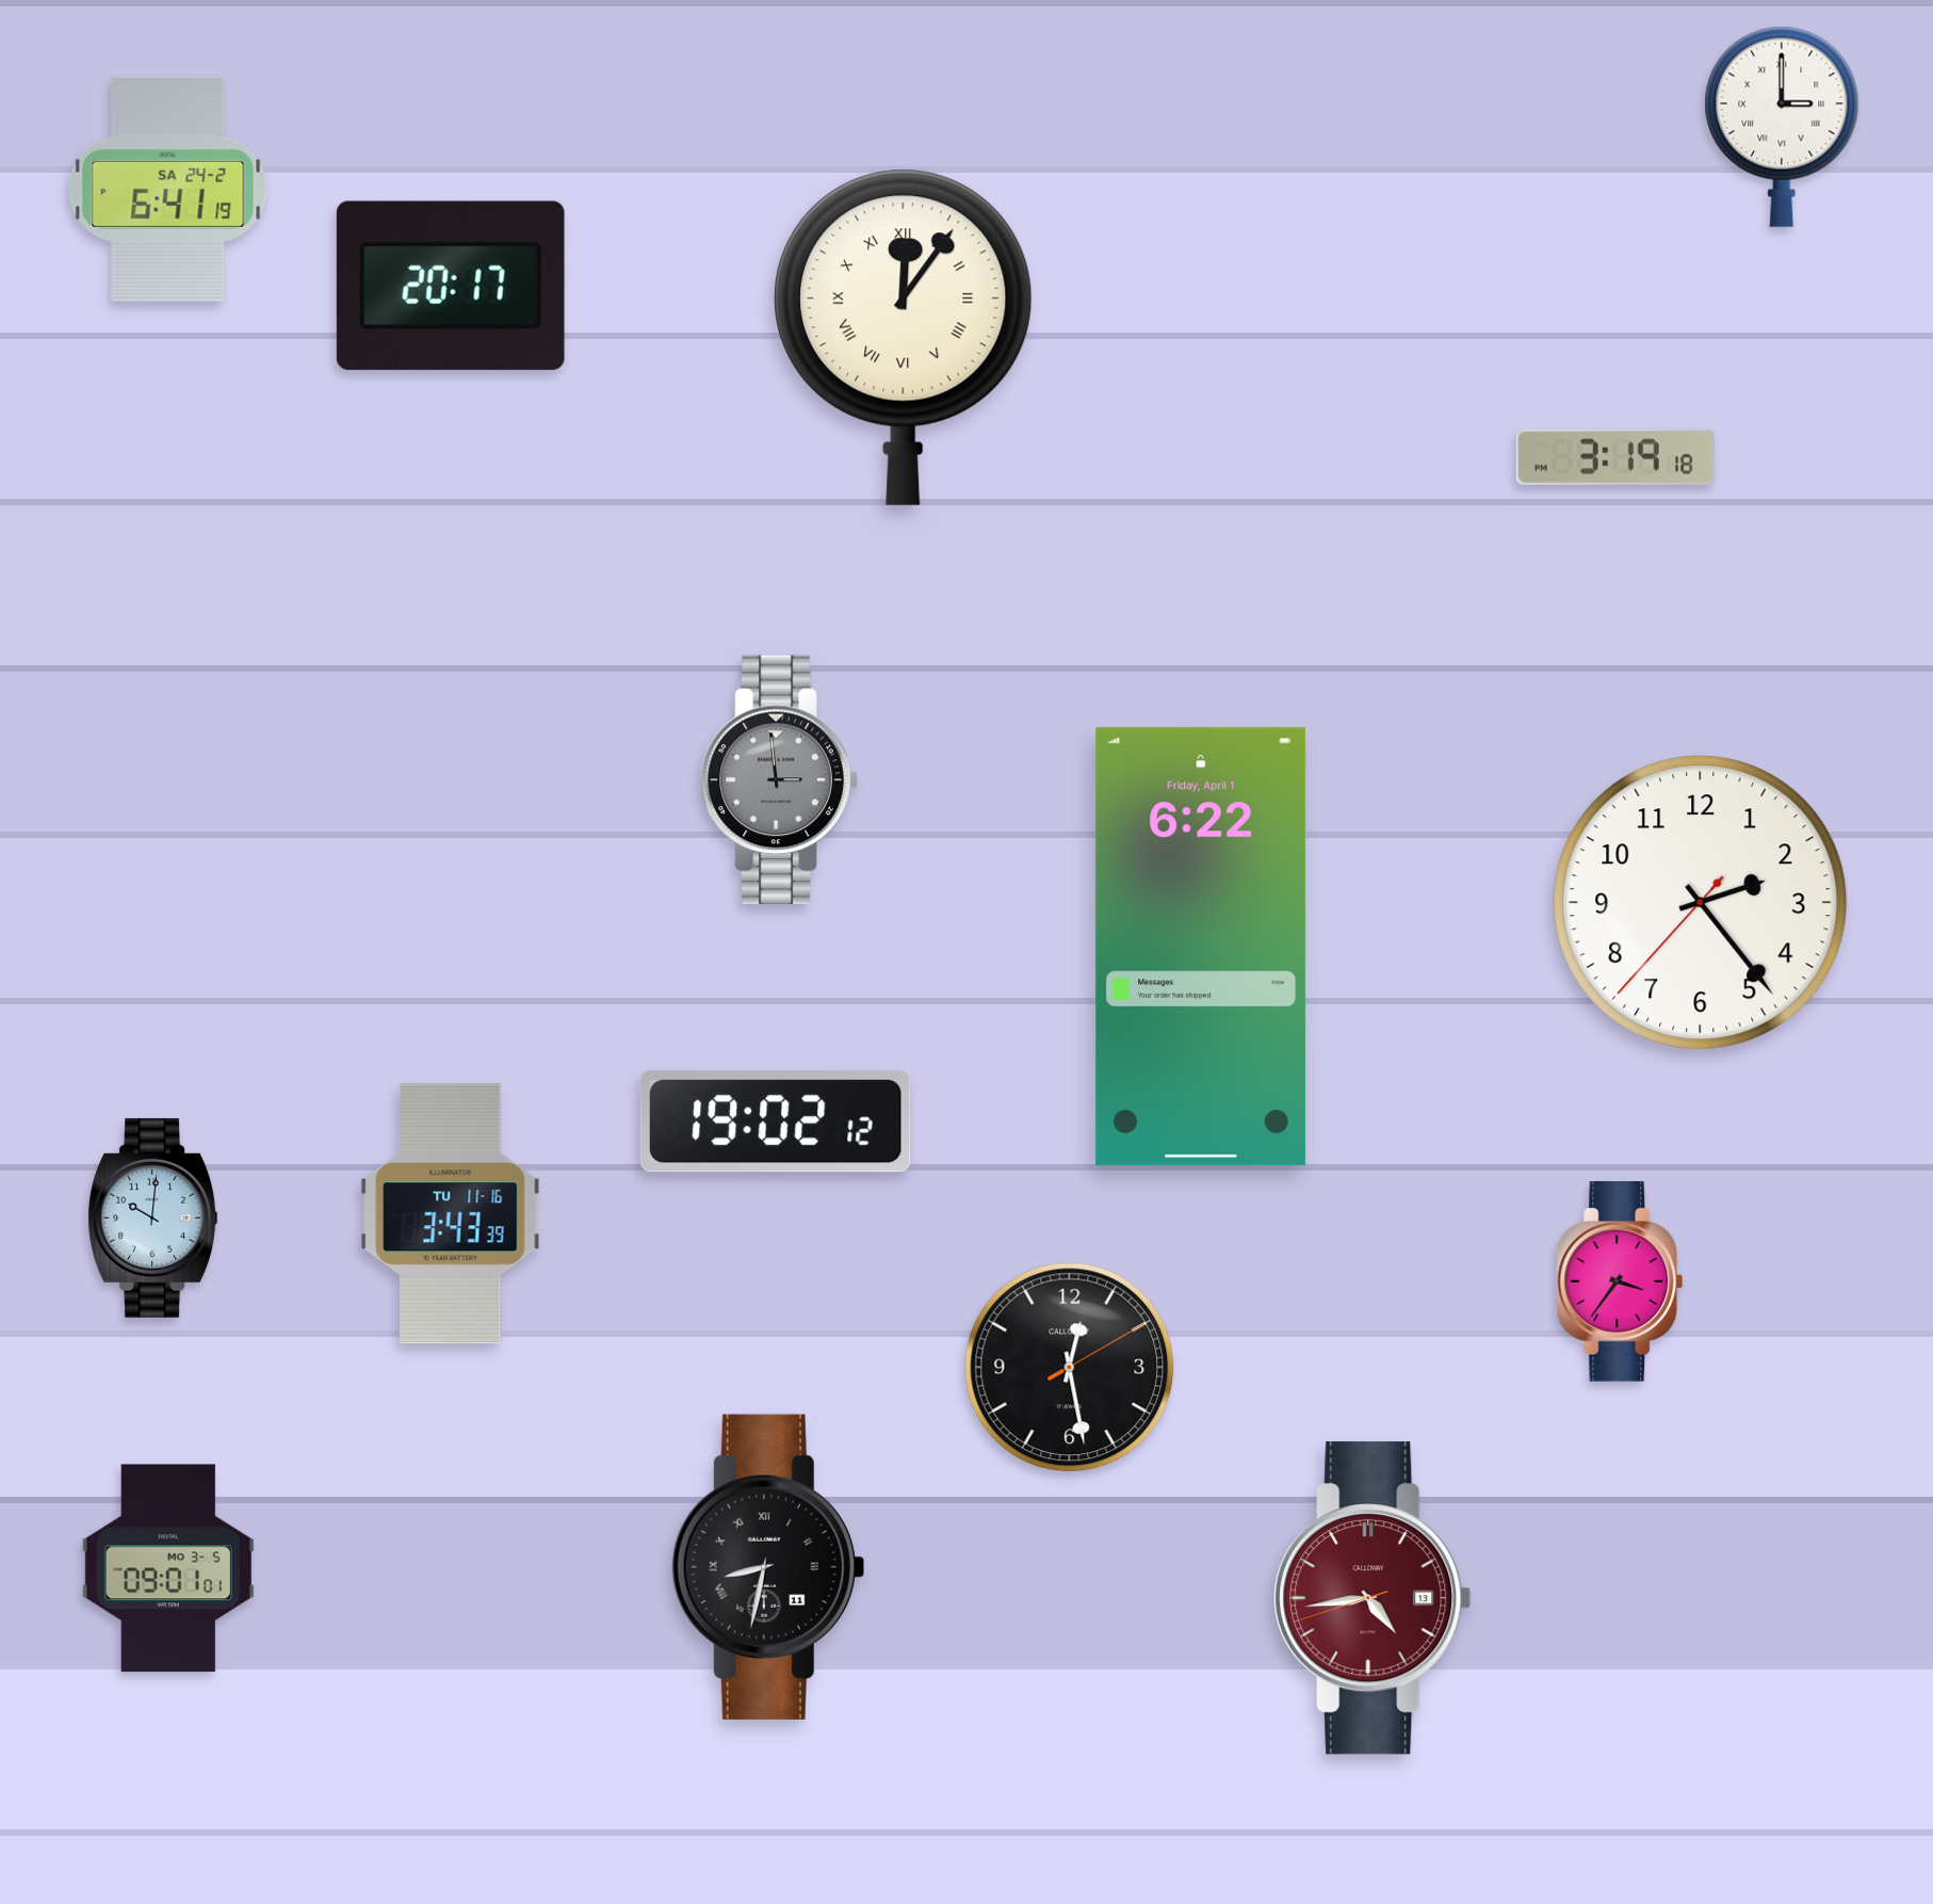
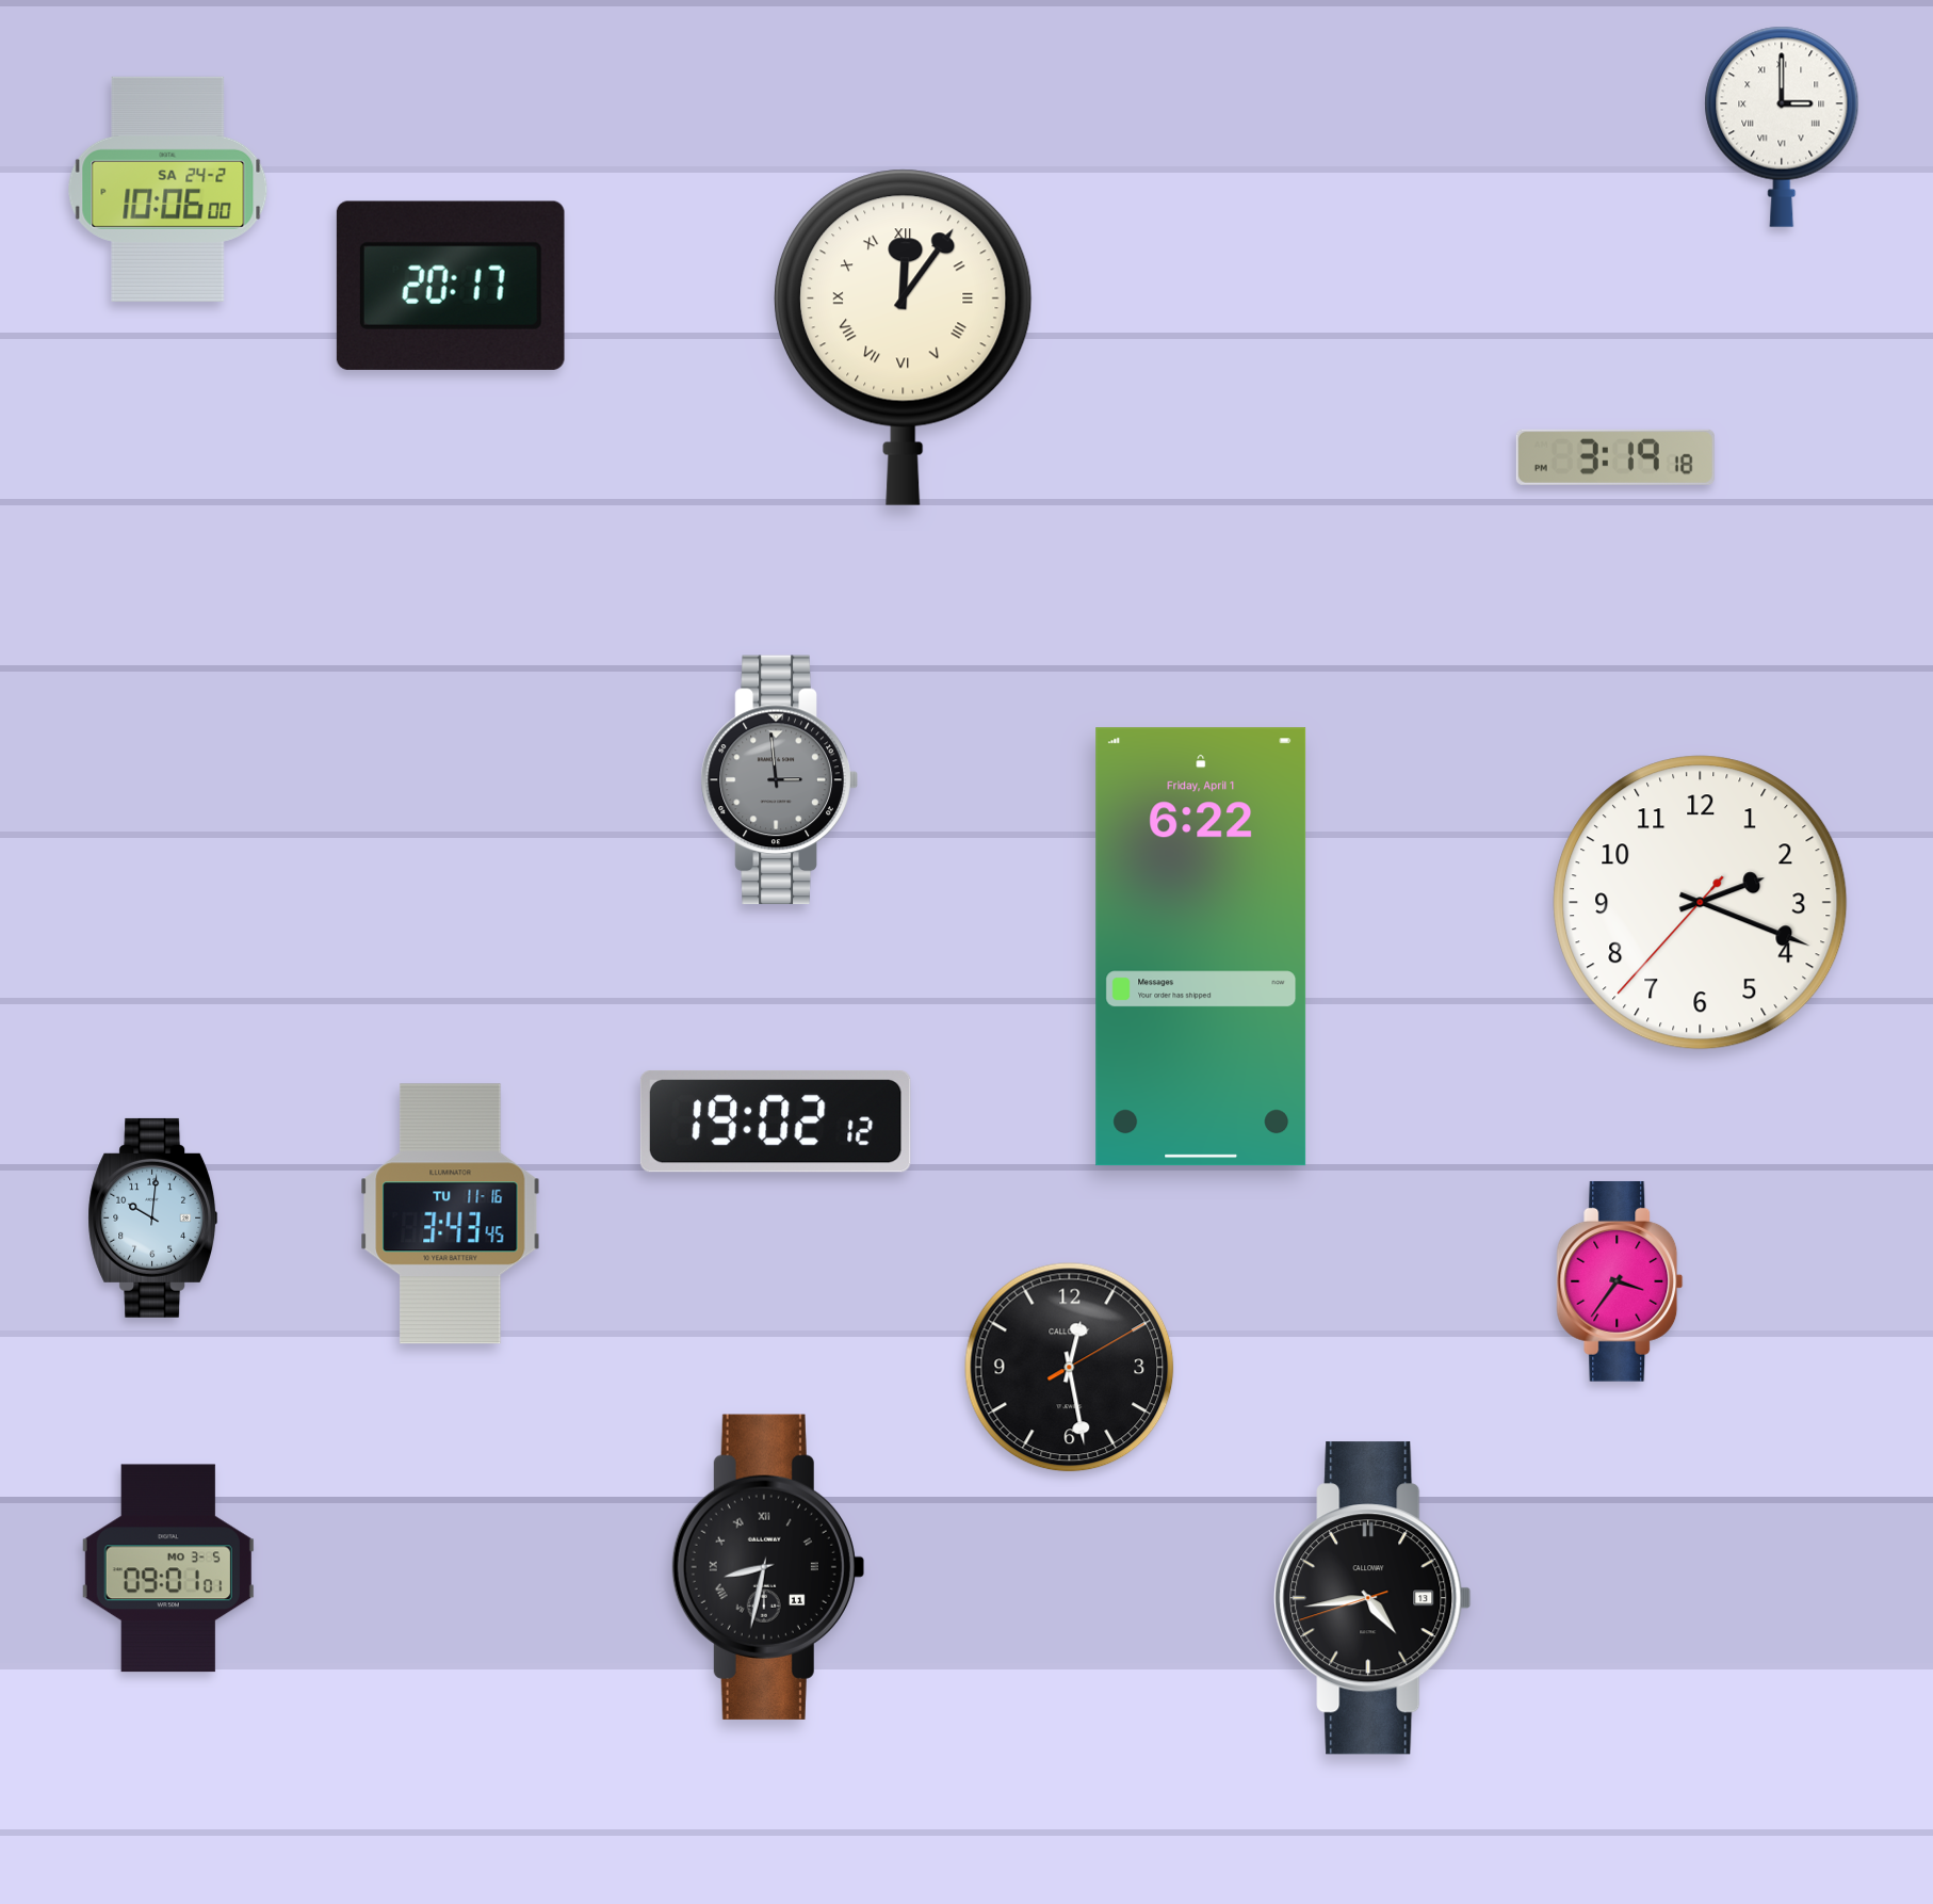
clock at (168, 189): 6:41 -> 10:06
clock at (1701, 903): 2:23 -> 2:18
clock at (451, 1214): 3:43:39 -> 3:43:45
clock at (1372, 1598) dial: burgundy -> black
